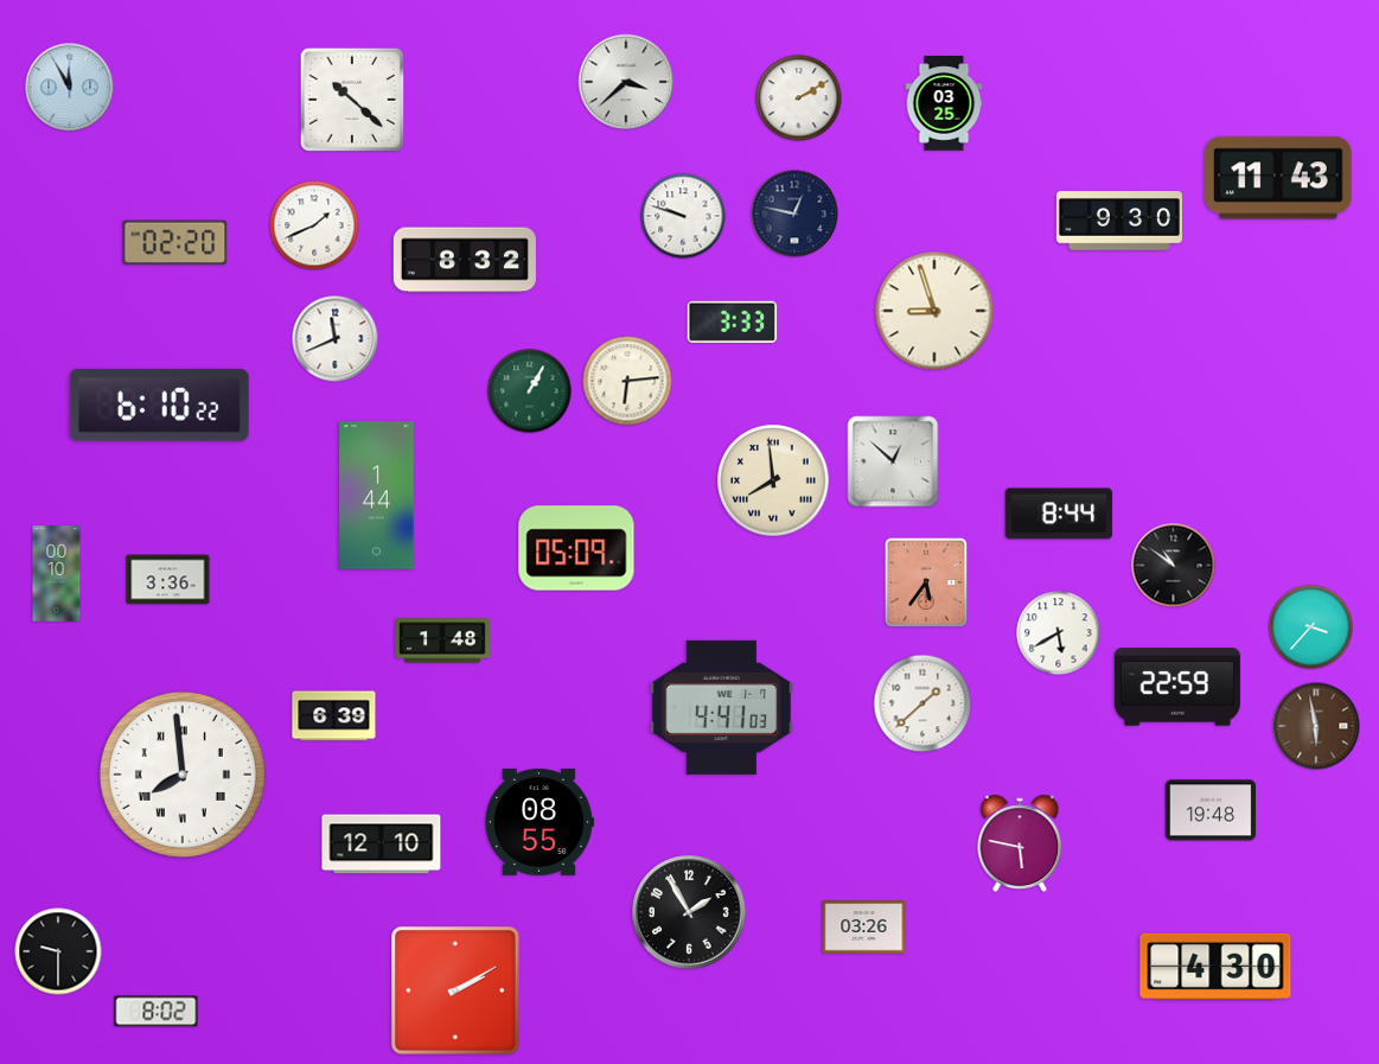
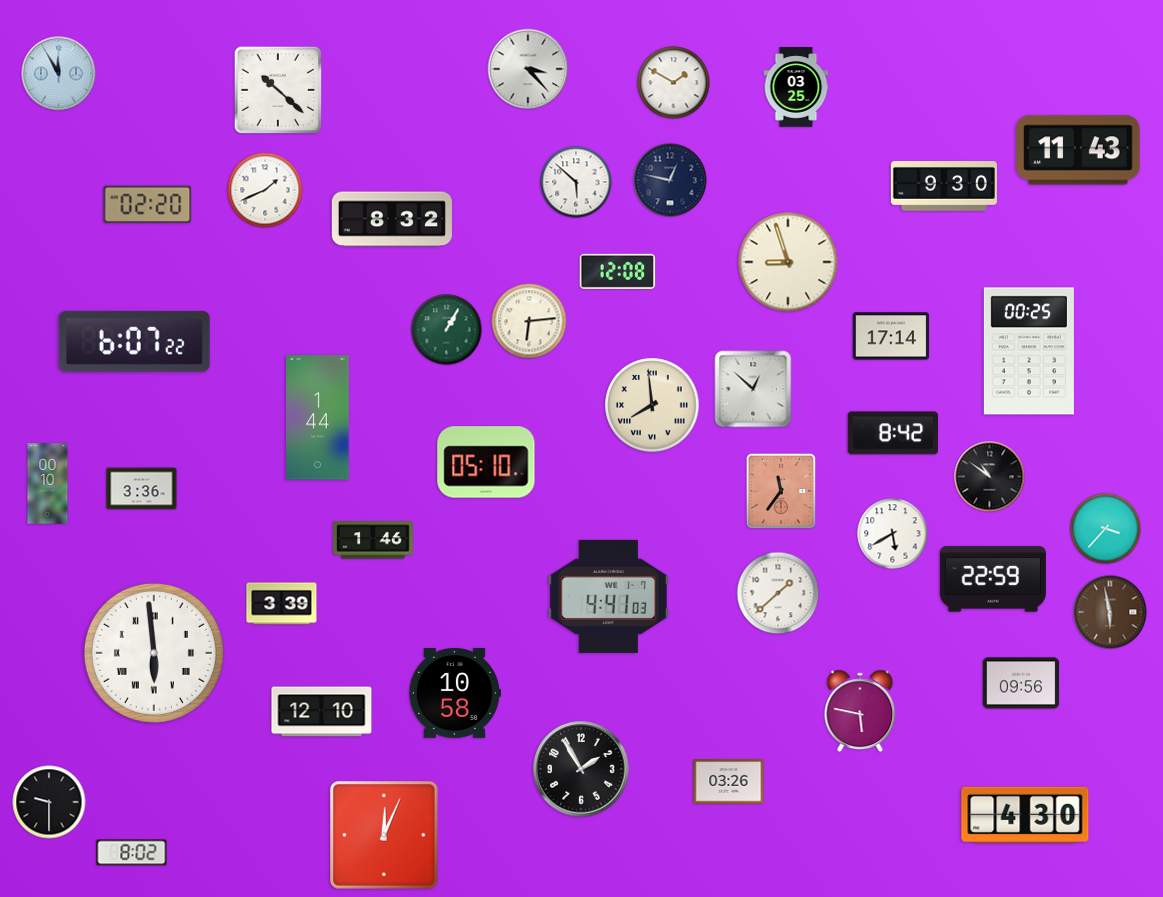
clock at (626, 82): 3:38 -> 3:23
clock at (351, 98) position: (351, 98) -> (277, 89)
clock at (799, 98): 2:10 -> 1:50
clock at (683, 216): 9:48 -> 5:52
clock at (733, 321): 3:33 -> 12:08
clock at (336, 339): 11:41 -> none
clock at (891, 336): none -> 17:14
clock at (159, 404): 6:10 -> 6:07
clock at (1029, 351): none -> 00:25
clock at (1059, 514): 8:44 -> 8:42
clock at (576, 548): 05:09 -> 05:10
clock at (926, 582): 5:36 -> 11:36
clock at (442, 641): 1:48 -> 1:46
clock at (334, 716): 6:39 -> 3:39
clock at (183, 775): 7:59 -> 5:59
clock at (1211, 810): 19:48 -> 09:56
clock at (538, 822): 08:55 -> 10:58
clock at (457, 992): 2:10 -> 12:04
